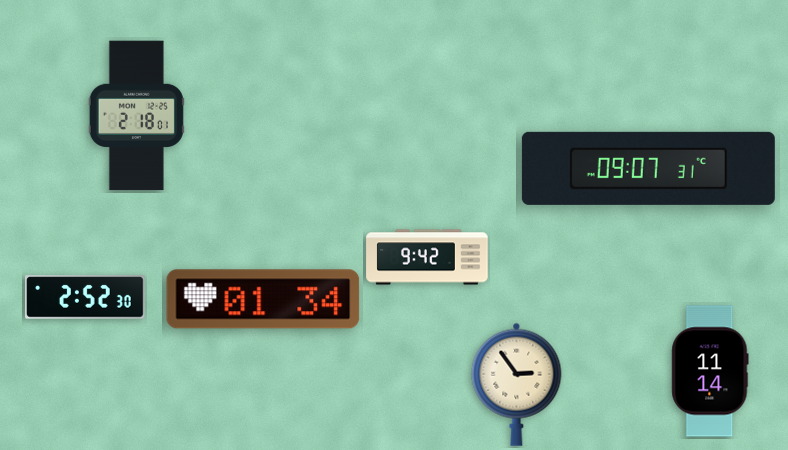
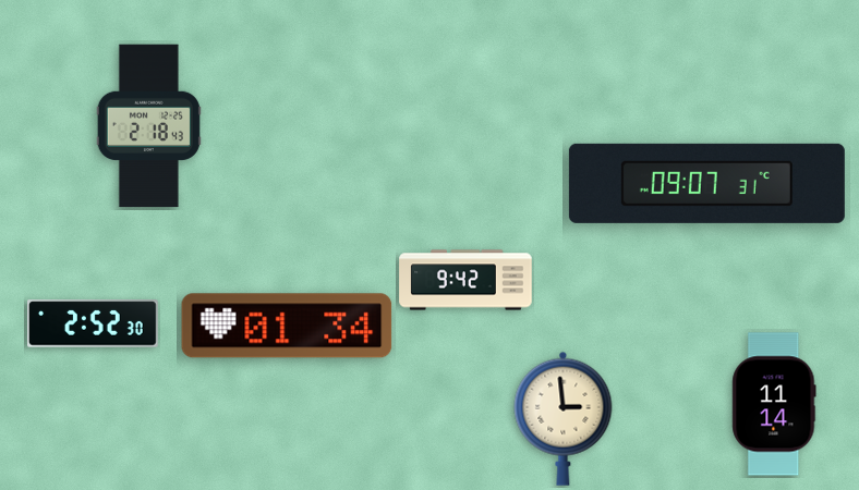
clock at (136, 116): 2:18:01 -> 2:18:43
clock at (517, 384): 2:54 -> 2:59
